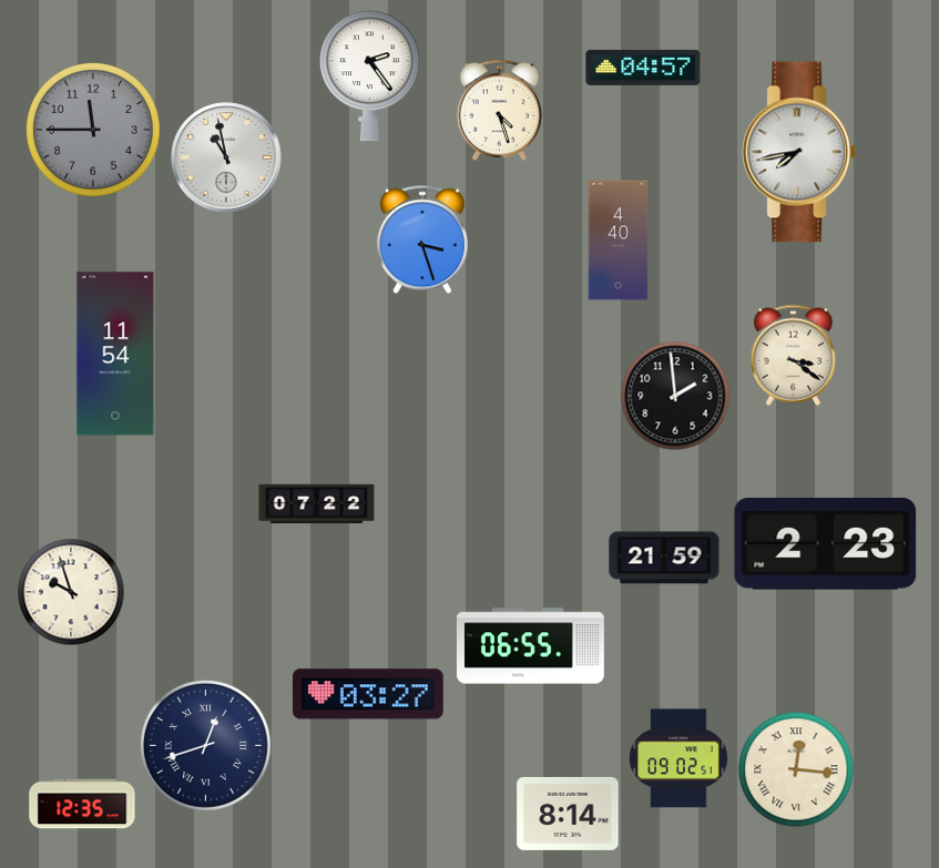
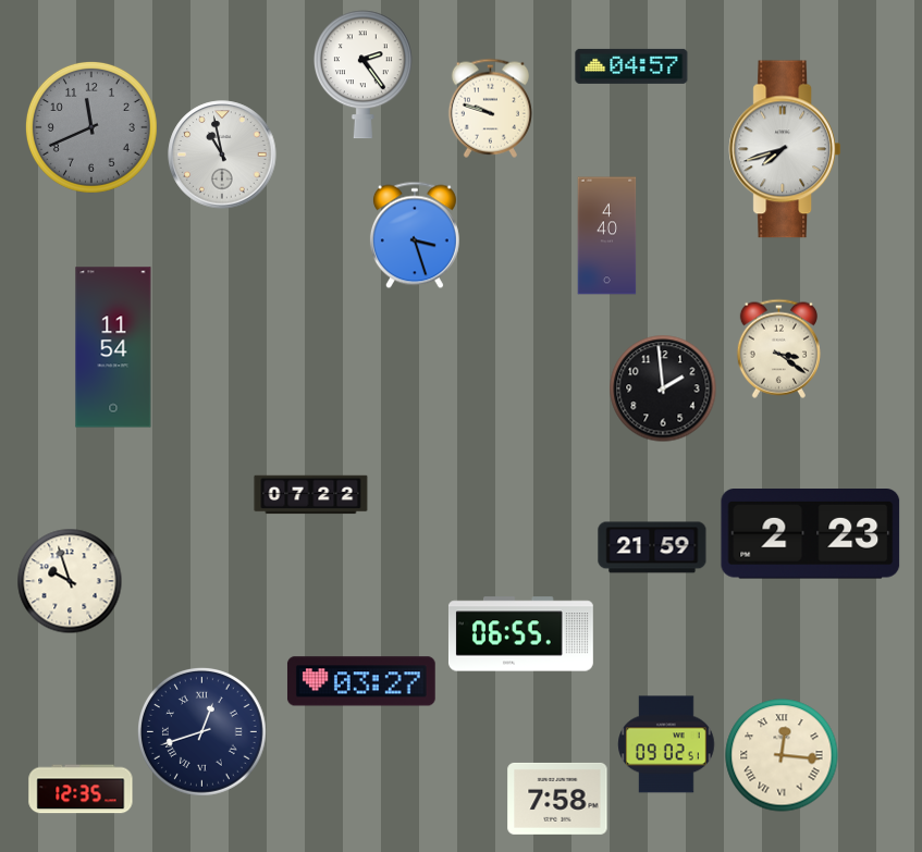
clock at (499, 110): 4:27 -> 9:48
clock at (93, 130): 11:45 -> 11:41
clock at (799, 152): 7:43 -> 7:42
clock at (568, 814): 8:14 -> 7:58
